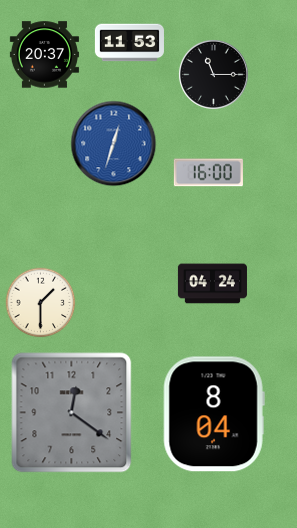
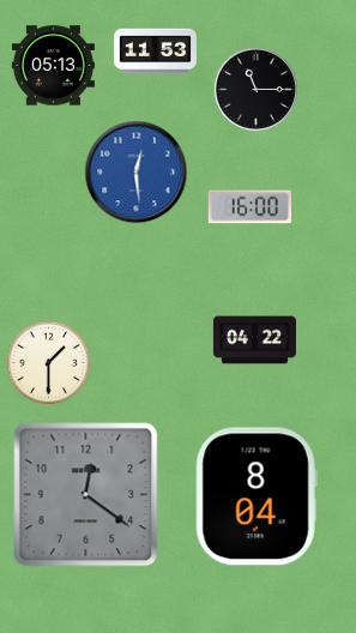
clock at (44, 55): 20:37 -> 05:13
clock at (114, 144): 12:33 -> 12:29
clock at (212, 284): 04:24 -> 04:22
